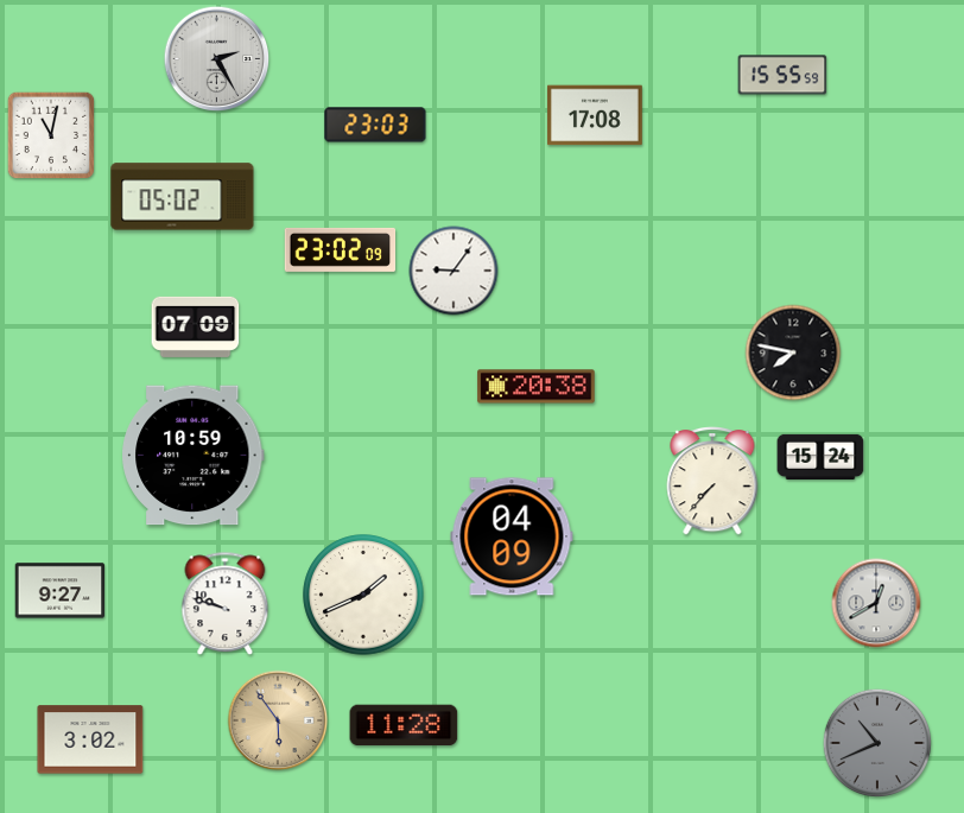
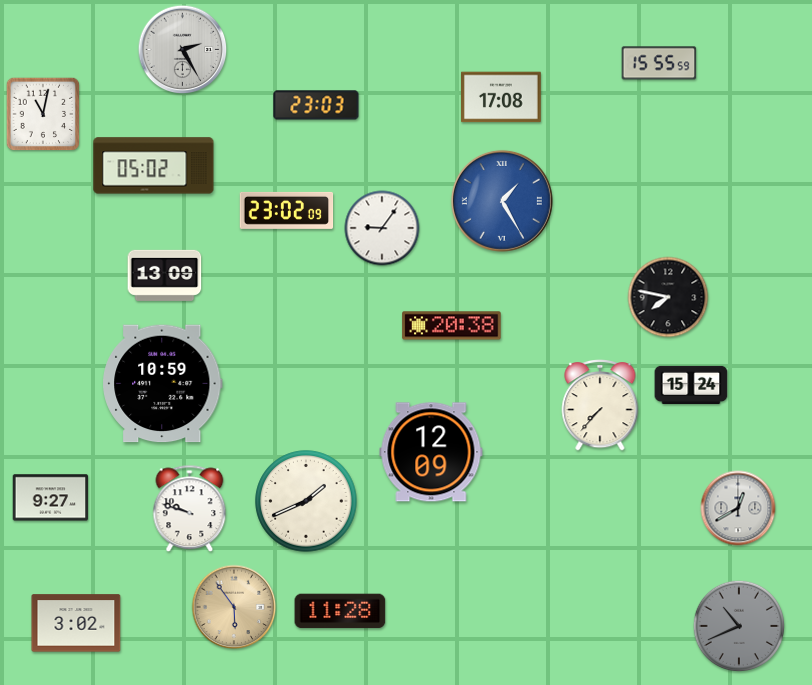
clock at (502, 201): none -> 1:25
clock at (196, 326): 07:09 -> 13:09
clock at (512, 536): 04:09 -> 12:09
